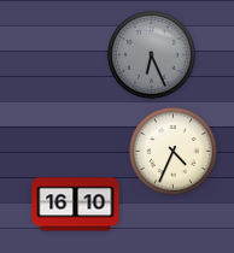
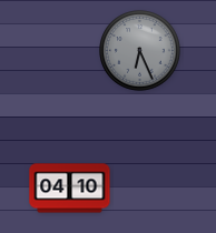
clock at (174, 152): 4:34 -> none
clock at (76, 205): 16:10 -> 04:10
